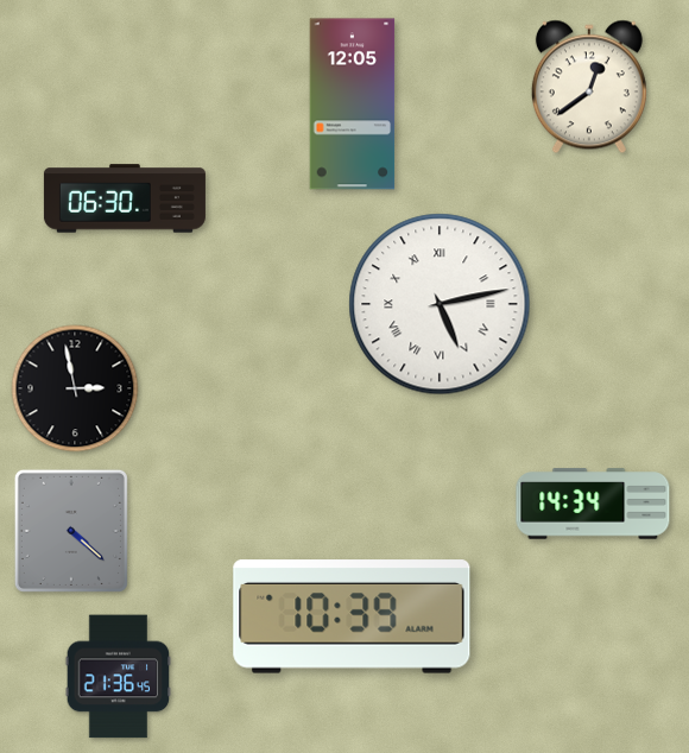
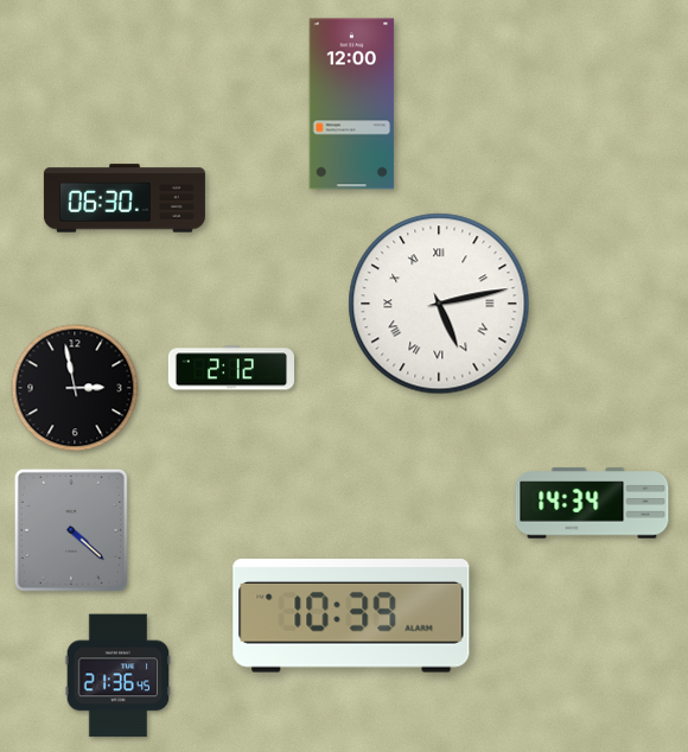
clock at (589, 87): 12:39 -> none
clock at (353, 105): 12:05 -> 12:00
clock at (230, 368): none -> 2:12
